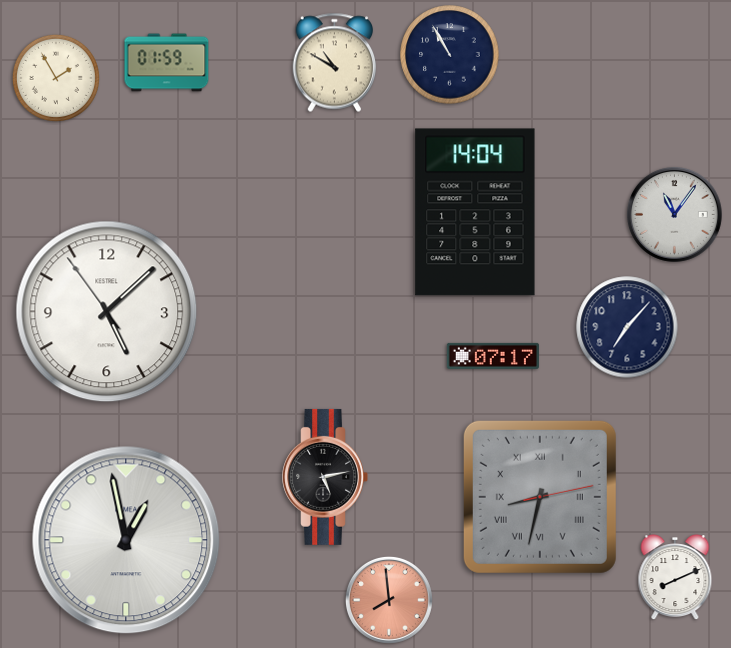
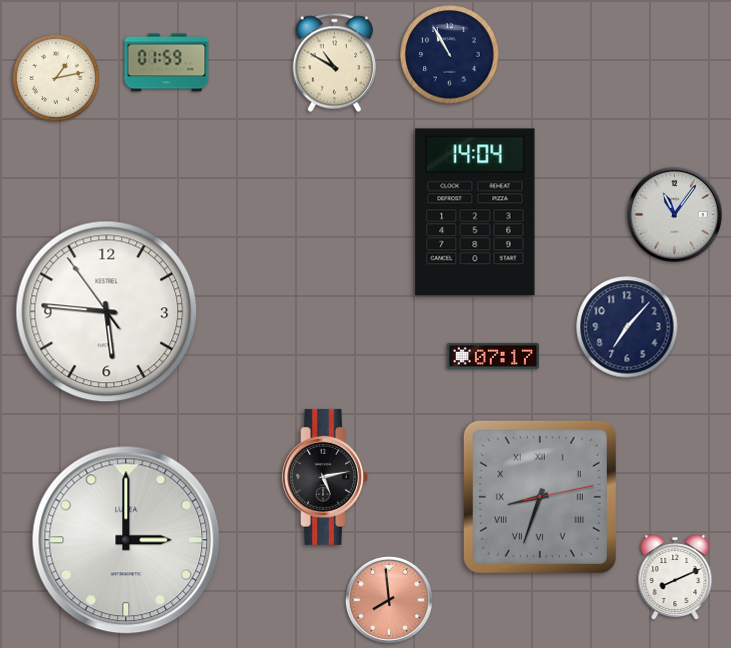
clock at (56, 78): 1:55 -> 1:13
clock at (107, 312): 5:07 -> 5:45
clock at (540, 497): 8:32 -> 8:33
clock at (126, 540): 12:58 -> 3:00
